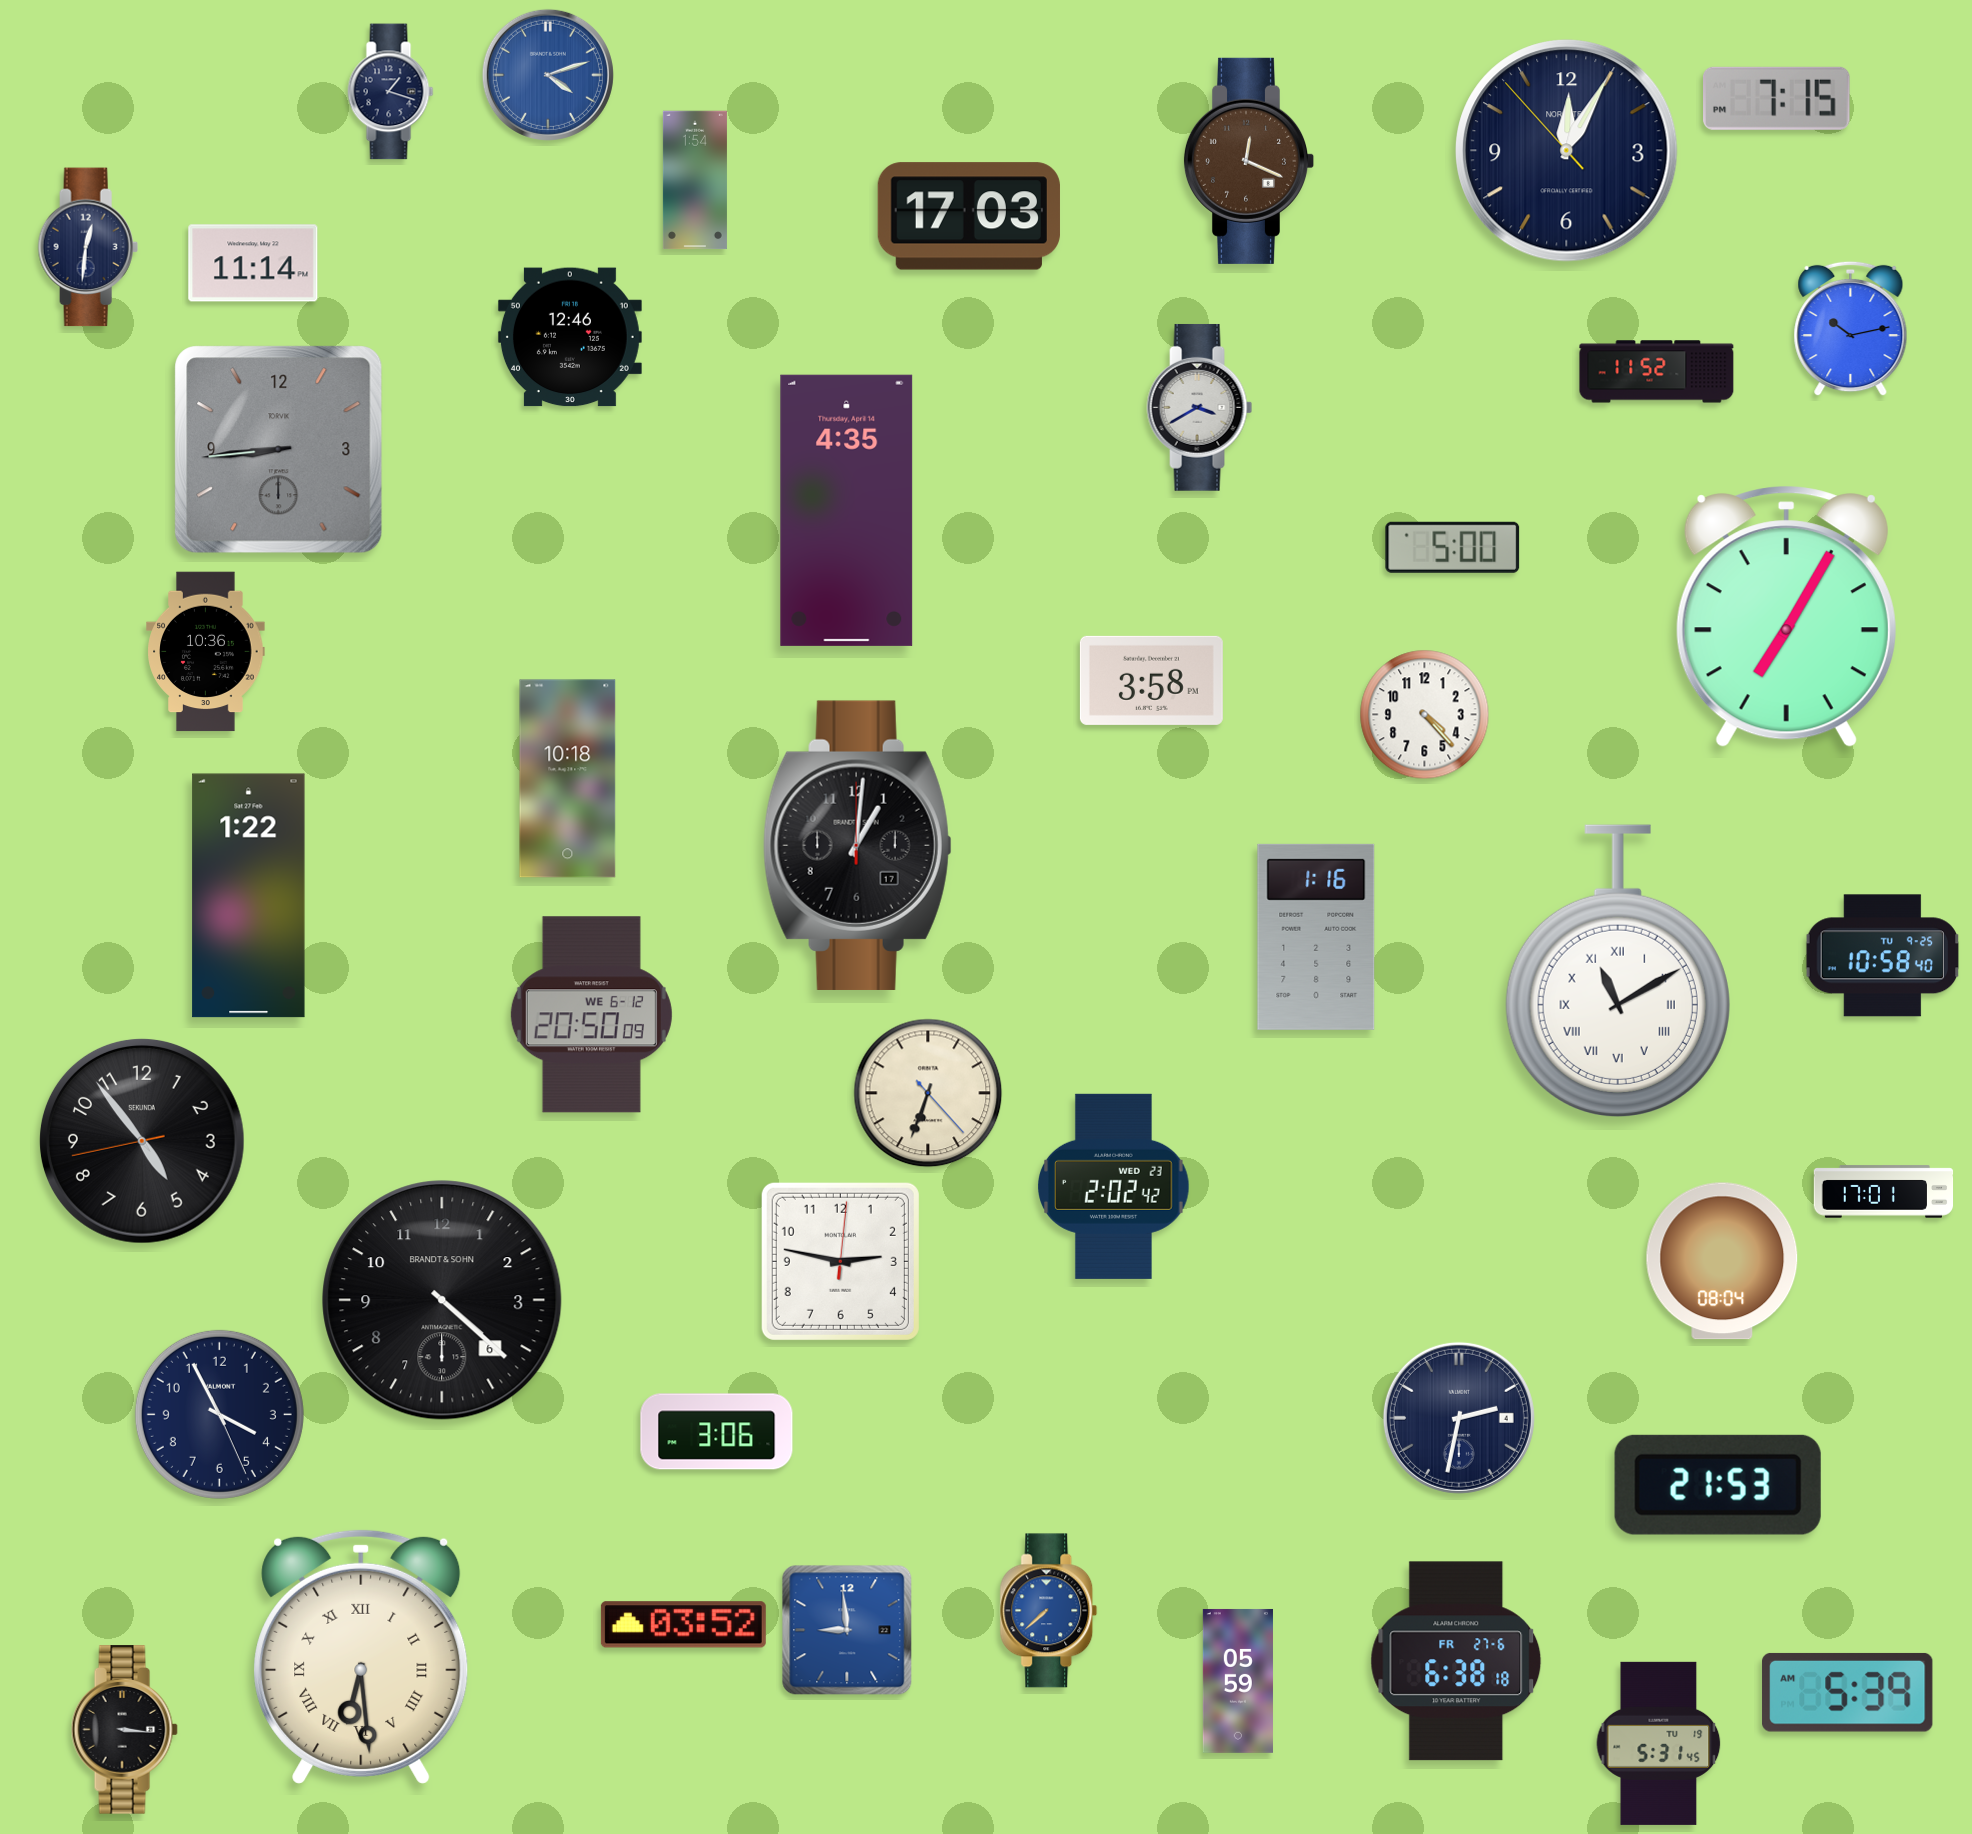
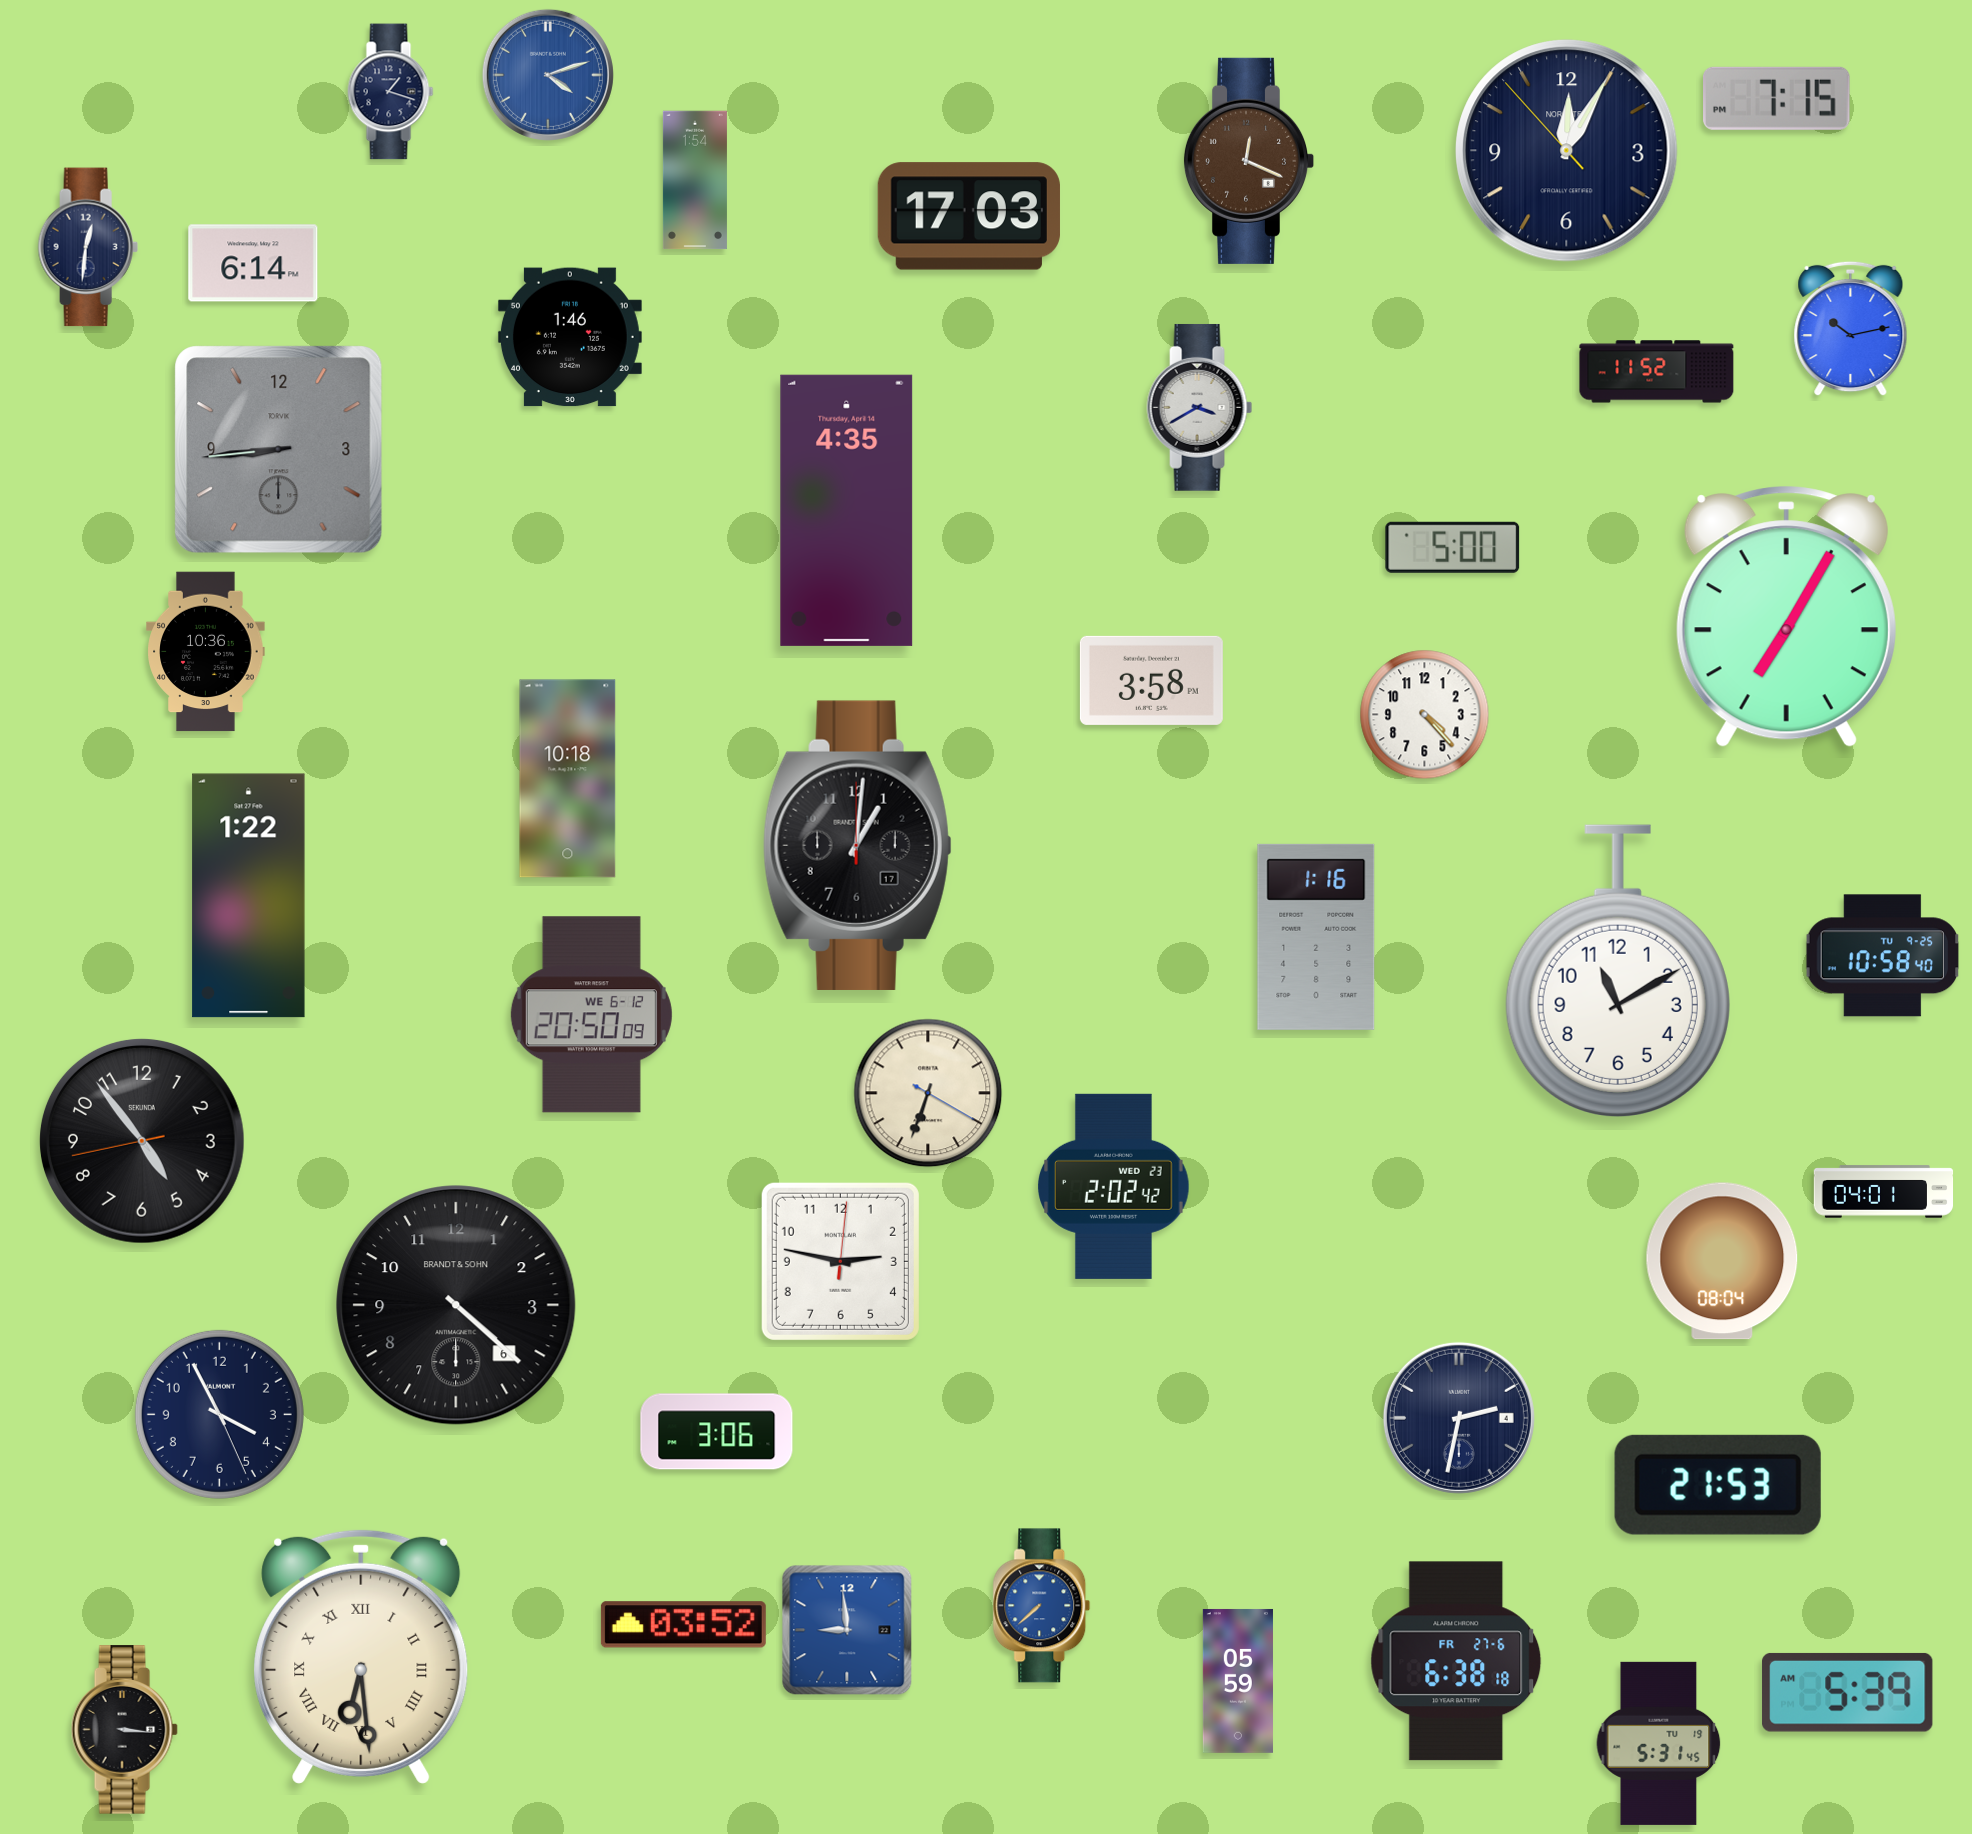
clock at (253, 263): 11:14 -> 6:14
clock at (570, 337): 12:46 -> 1:46
clock at (1618, 971) numerals: Roman -> Arabic
clock at (928, 1093): 6:33:23 -> 6:33:20
clock at (1884, 1192): 17:01 -> 04:01
clock at (442, 1300) position: (442, 1300) -> (456, 1305)
clock at (1049, 1611) position: (1049, 1611) -> (1042, 1606)
